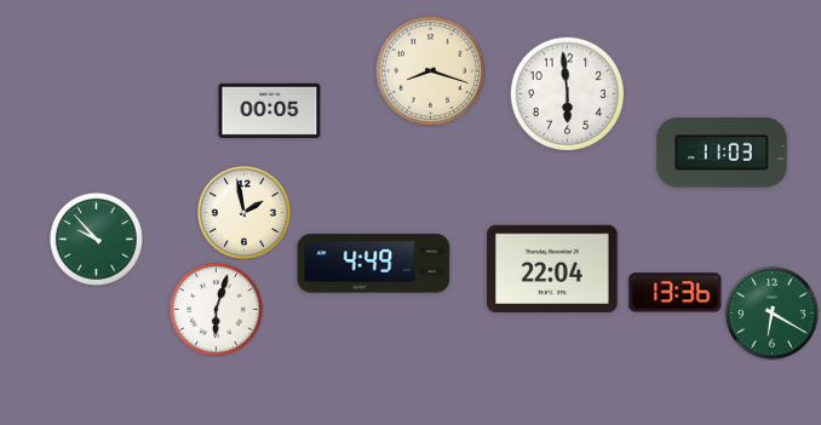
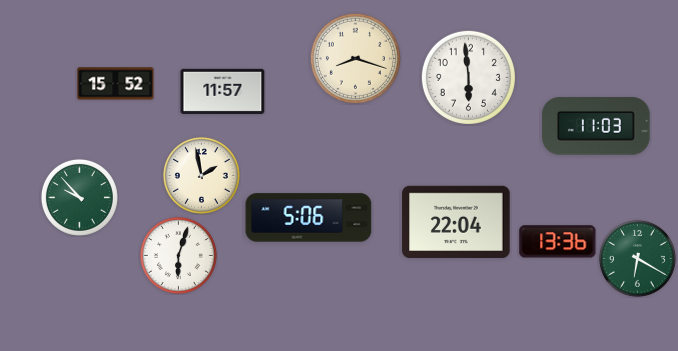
clock at (116, 84): none -> 15:52
clock at (270, 110): 00:05 -> 11:57
clock at (374, 264): 4:49 -> 5:06
